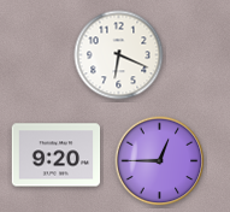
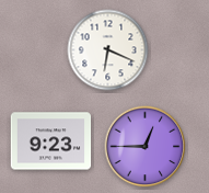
clock at (57, 155): 9:20 -> 9:23
